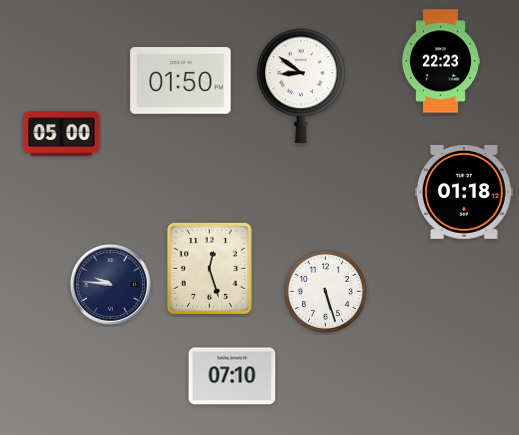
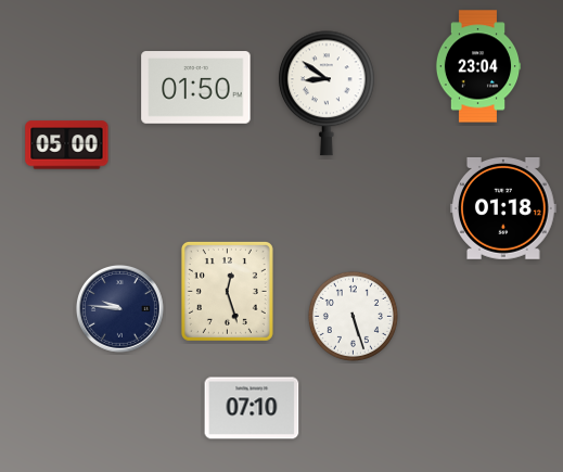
clock at (441, 61): 22:23 -> 23:04
